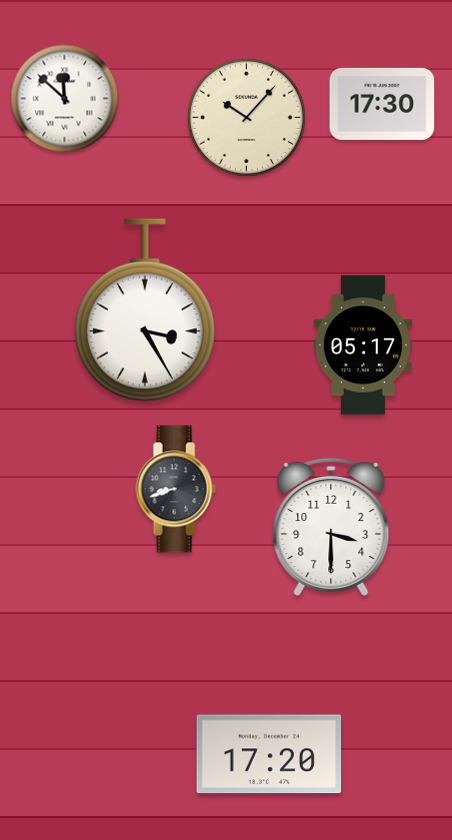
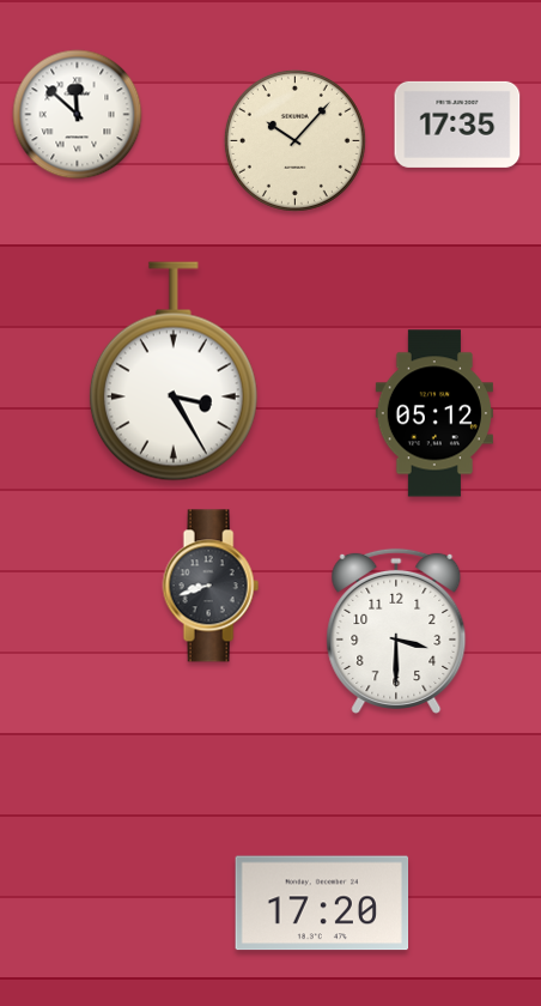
clock at (65, 99) position: (65, 99) -> (78, 115)
clock at (382, 104): 17:30 -> 17:35
clock at (363, 345): 05:17 -> 05:12
